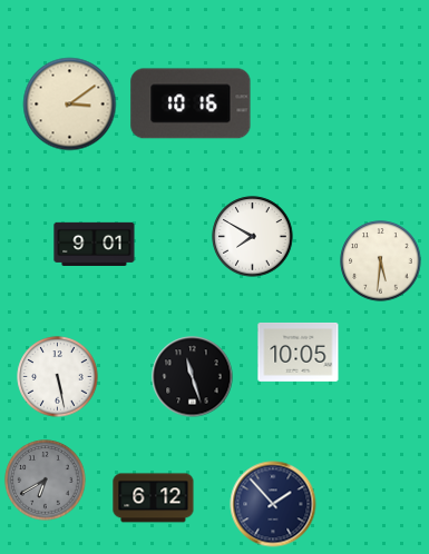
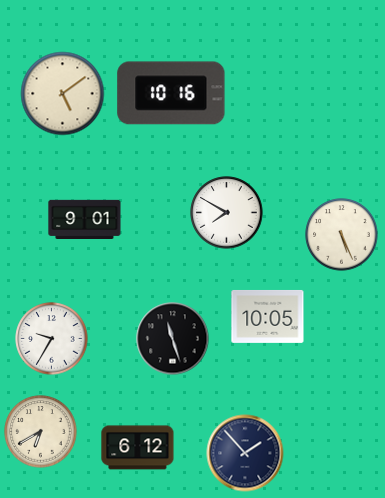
clock at (70, 105): 3:09 -> 5:09
clock at (381, 261): 5:31 -> 5:26
clock at (58, 377): 5:28 -> 9:35
clock at (46, 481) dial: grey -> cream
